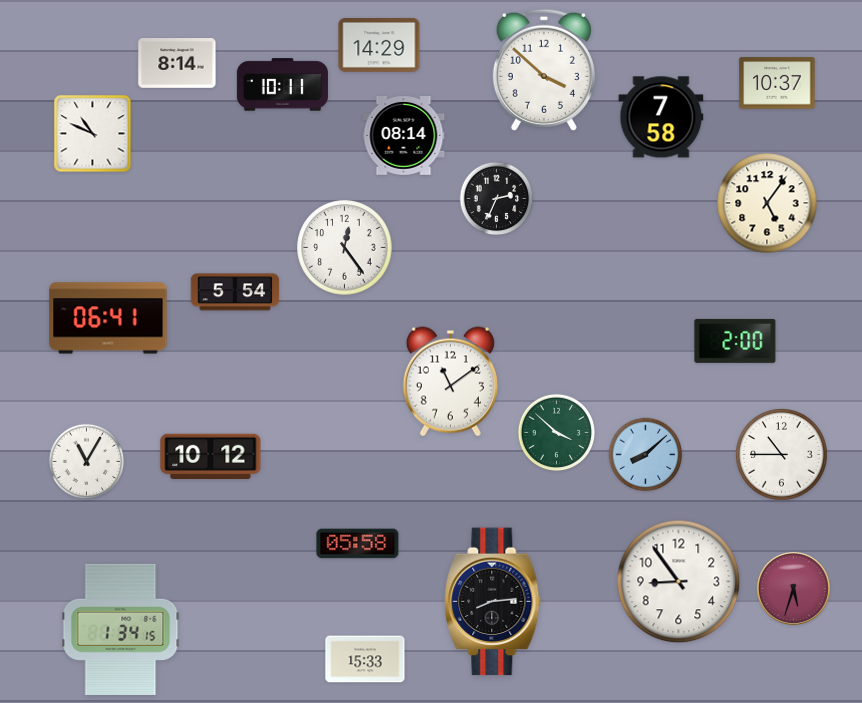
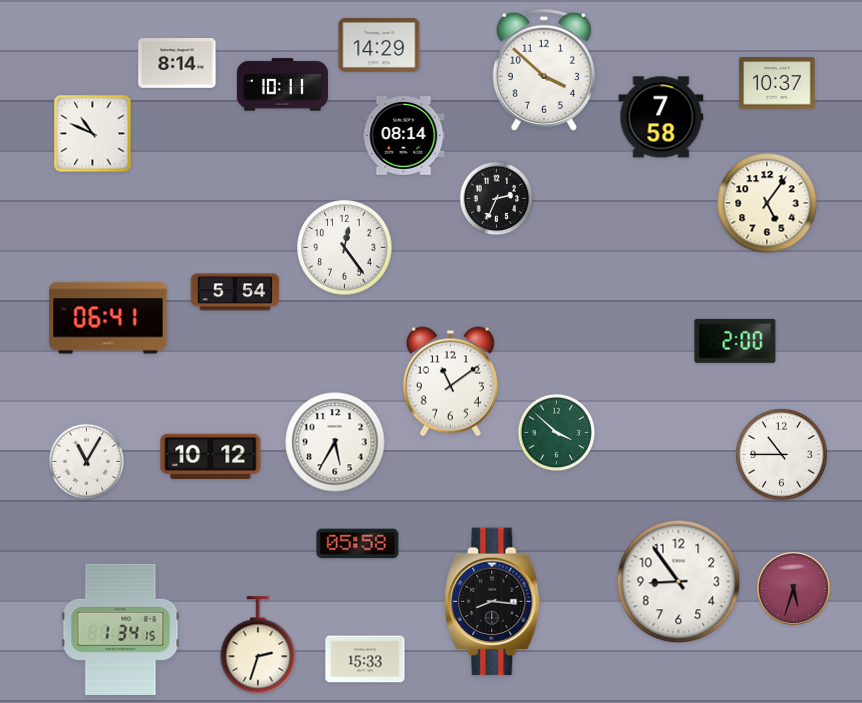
clock at (335, 442): none -> 5:35
clock at (646, 455): 8:08 -> none
clock at (493, 602): 8:14 -> 8:16
clock at (258, 645): none -> 2:33
